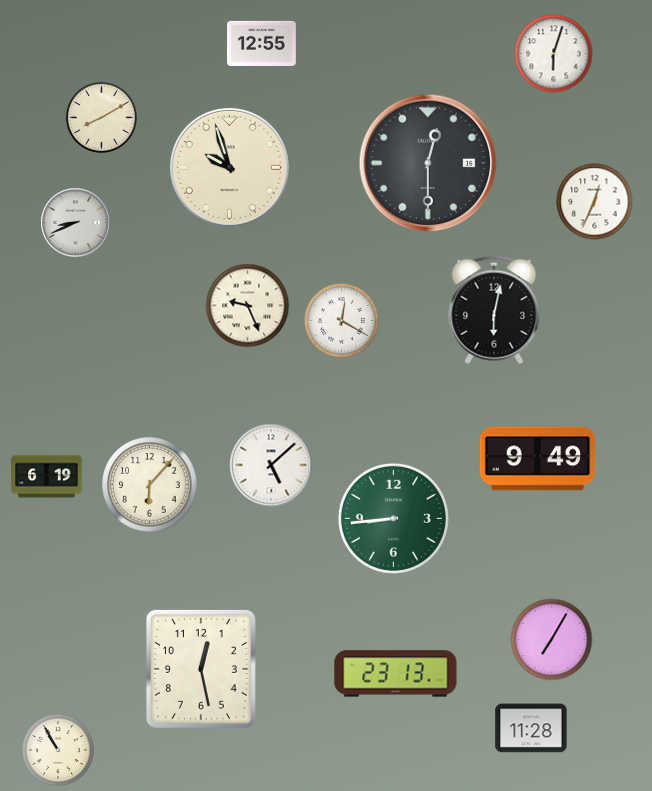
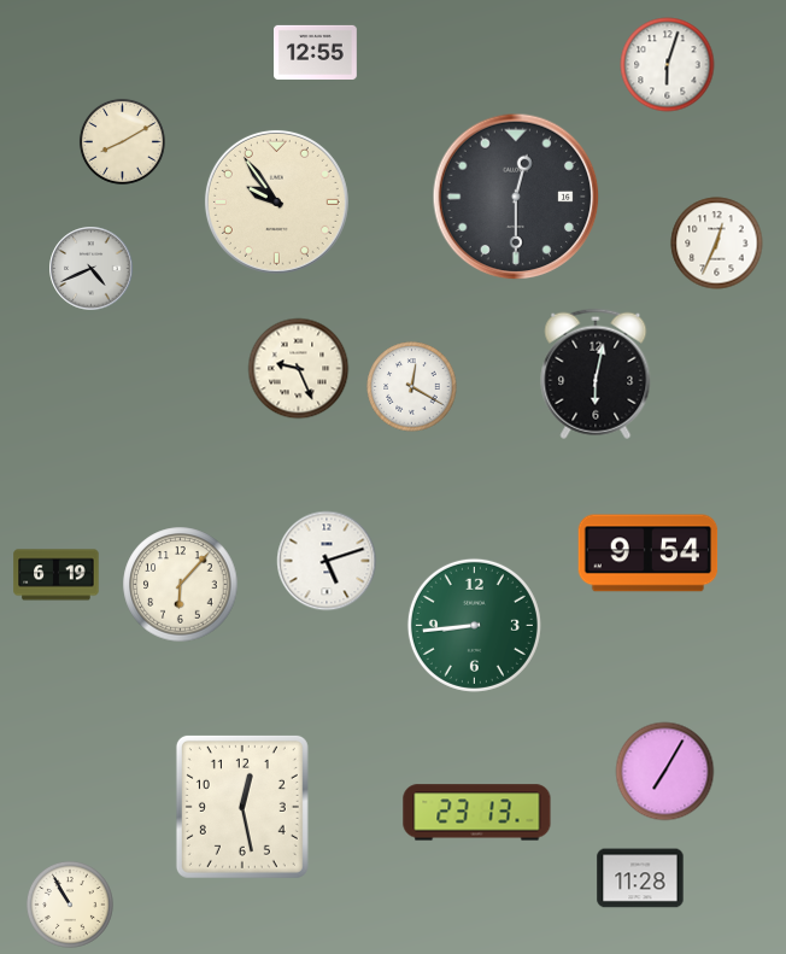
clock at (229, 167): 9:57 -> 9:54
clock at (76, 223): 8:41 -> 4:41
clock at (538, 459): 9:49 -> 9:54
clock at (271, 465): 5:08 -> 5:12
